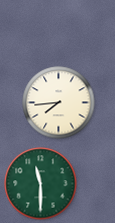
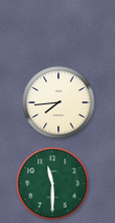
clock at (41, 184) position: (41, 184) -> (53, 184)
